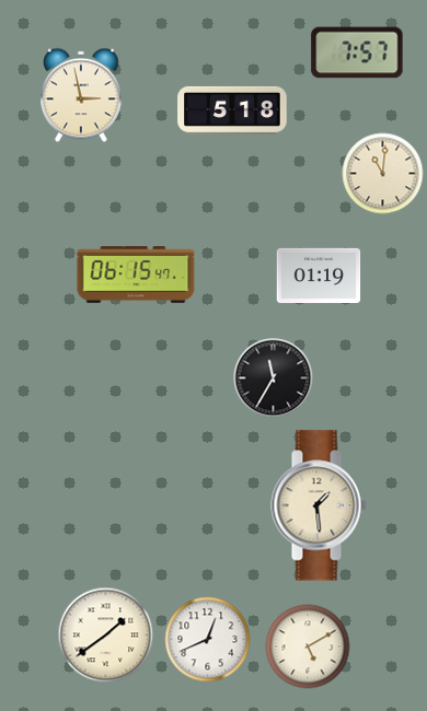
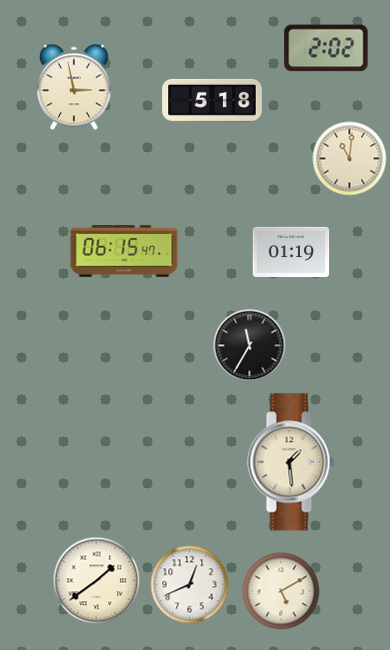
clock at (357, 53): 7:57 -> 2:02
